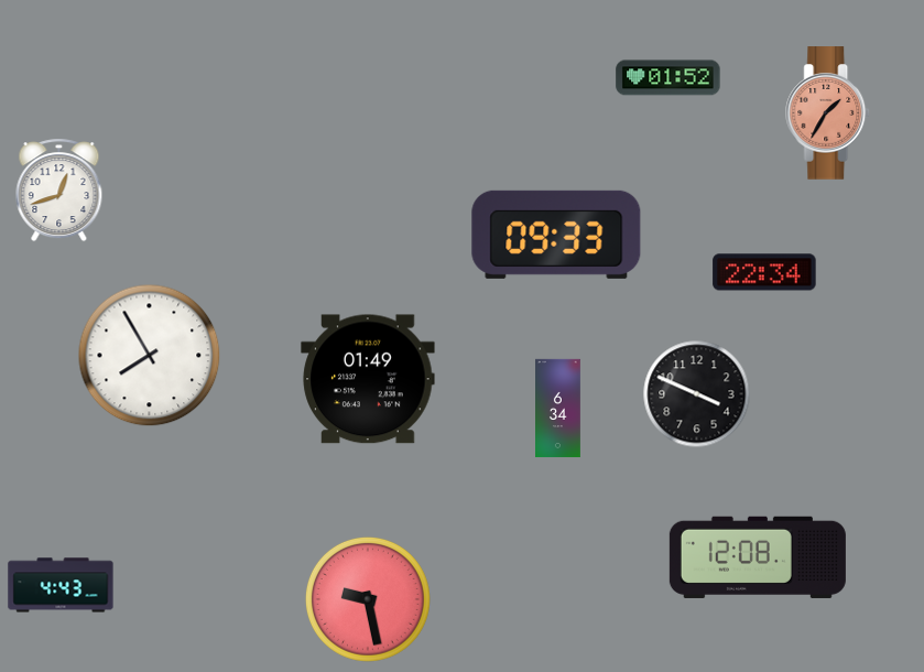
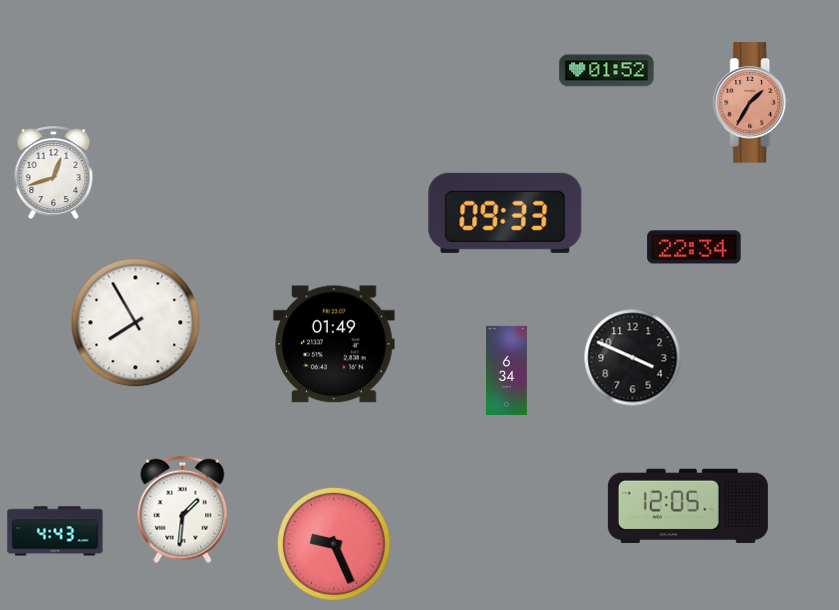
clock at (758, 557): 12:08 -> 12:05
clock at (183, 510): none -> 1:31
clock at (368, 599): 9:28 -> 9:26
